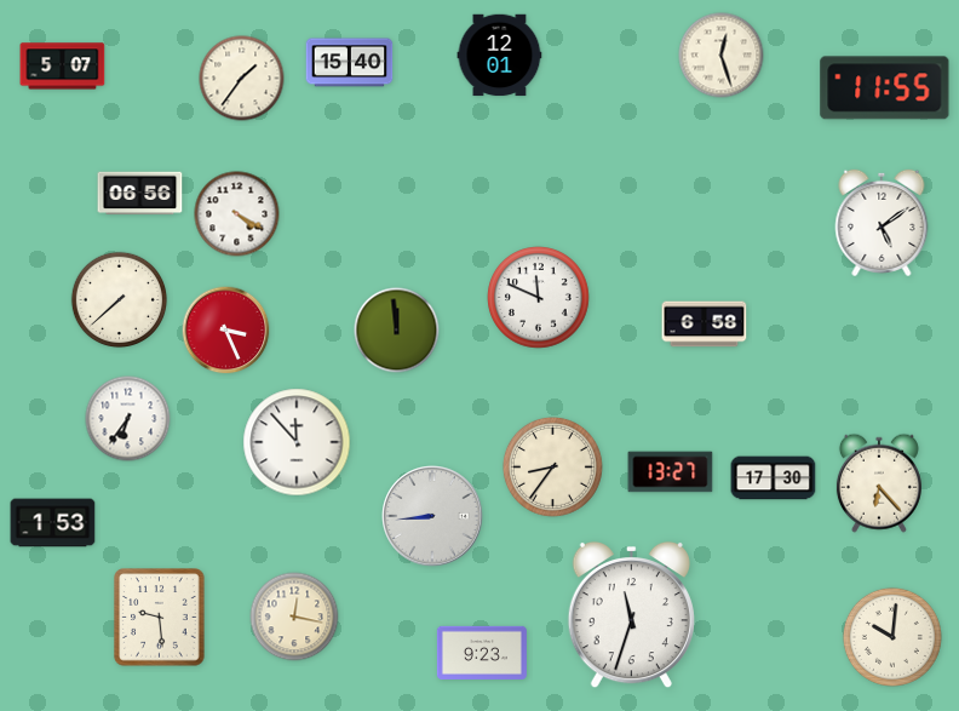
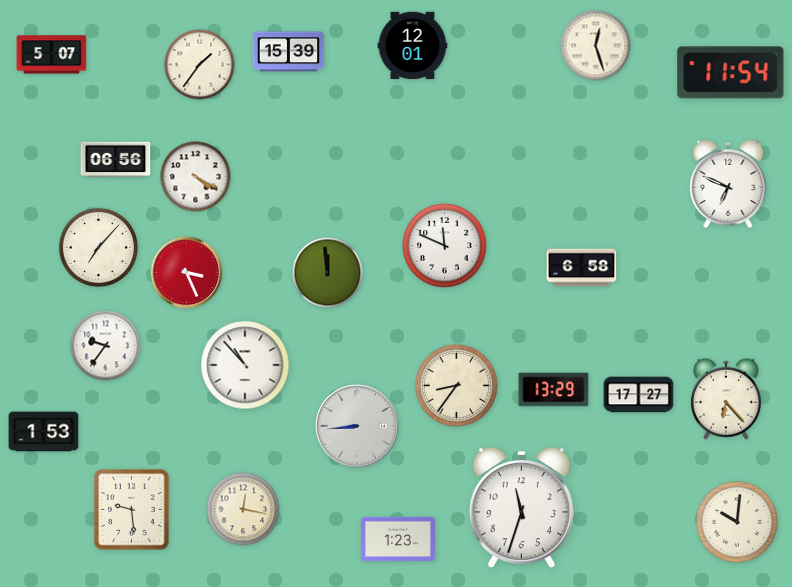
clock at (350, 63): 15:40 -> 15:39
clock at (885, 88): 11:55 -> 11:54
clock at (882, 223): 5:09 -> 6:49
clock at (120, 300): 7:38 -> 7:07
clock at (128, 419): 6:36 -> 9:36
clock at (297, 442): 11:53 -> 10:53
clock at (671, 472): 13:27 -> 13:29
clock at (774, 478): 17:30 -> 17:27
clock at (892, 637) position: (892, 637) -> (737, 522)
clock at (482, 653): 9:23 -> 1:23
